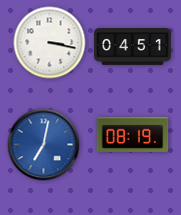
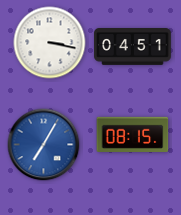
clock at (133, 134): 08:19 -> 08:15
clock at (44, 145): 7:02 -> 7:05
